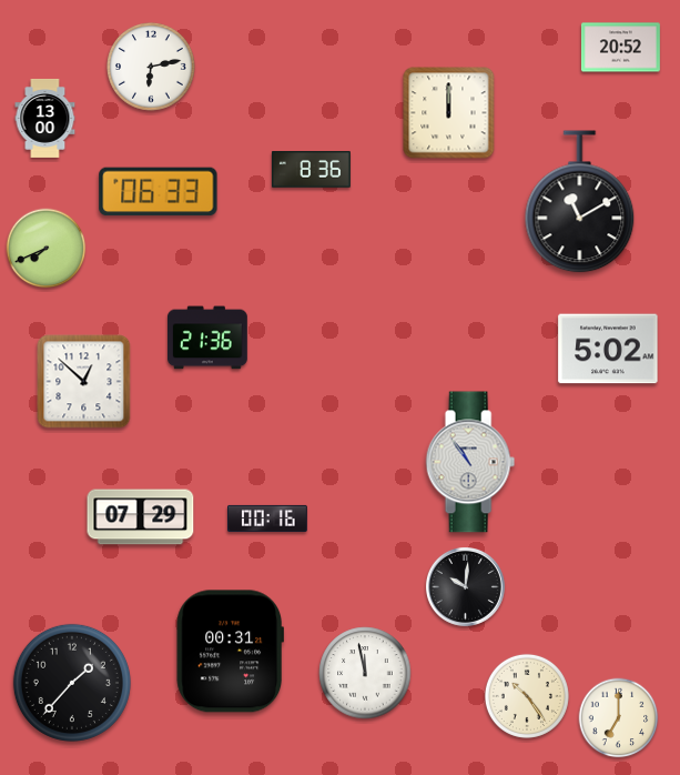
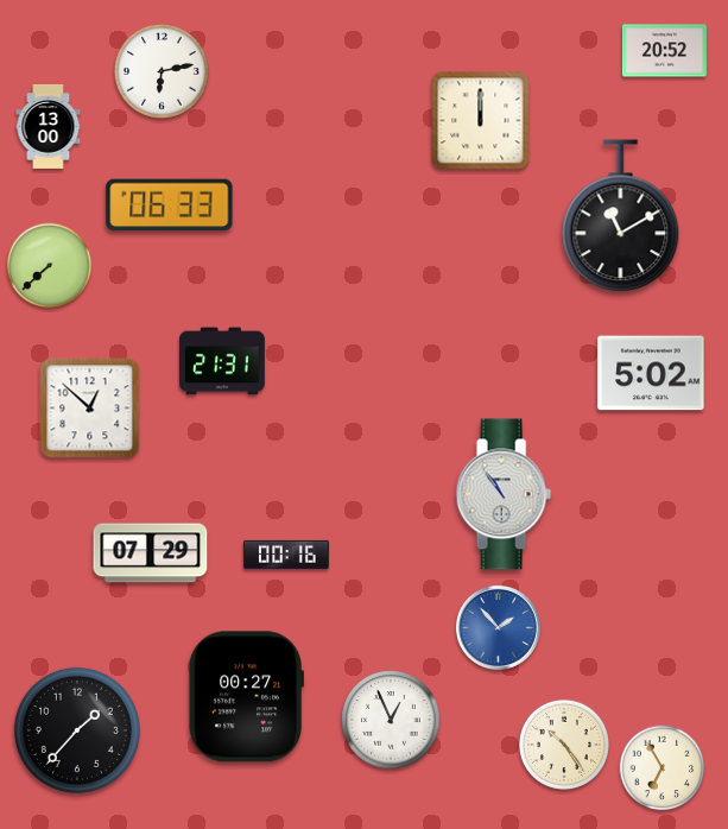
clock at (311, 170): 8:36 -> none
clock at (47, 249): 7:41 -> 7:38
clock at (209, 338): 21:36 -> 21:31
clock at (465, 586): 10:01 -> 1:53
clock at (465, 586) dial: black -> blue
clock at (230, 652): 00:31 -> 00:27
clock at (365, 673): 11:58 -> 12:56
clock at (619, 718): 7:00 -> 6:55
